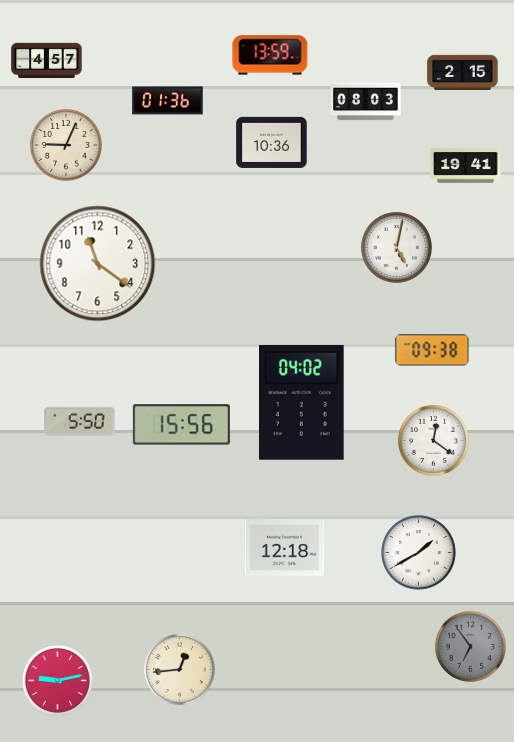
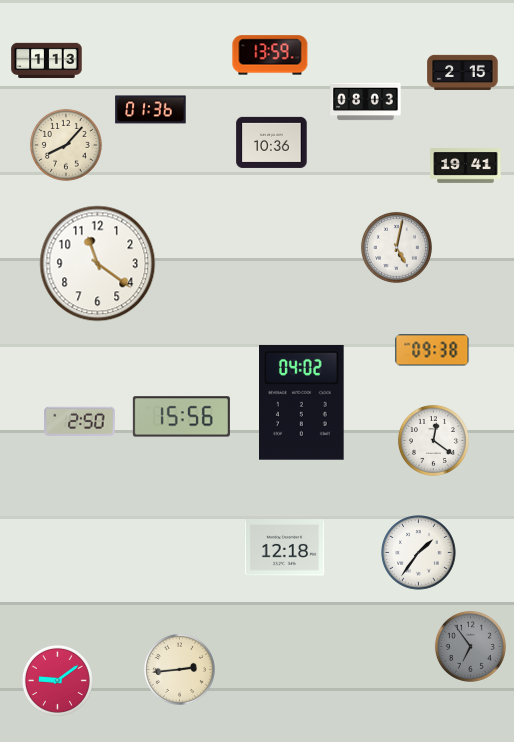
clock at (47, 61): 4:57 -> 1:13
clock at (168, 101) position: (168, 101) -> (151, 110)
clock at (66, 145): 9:04 -> 8:07
clock at (80, 421): 5:50 -> 2:50
clock at (181, 425) position: (181, 425) -> (181, 417)
clock at (419, 553): 1:40 -> 1:36
clock at (179, 669): 12:44 -> 2:44
clock at (57, 680): 9:13 -> 9:09
